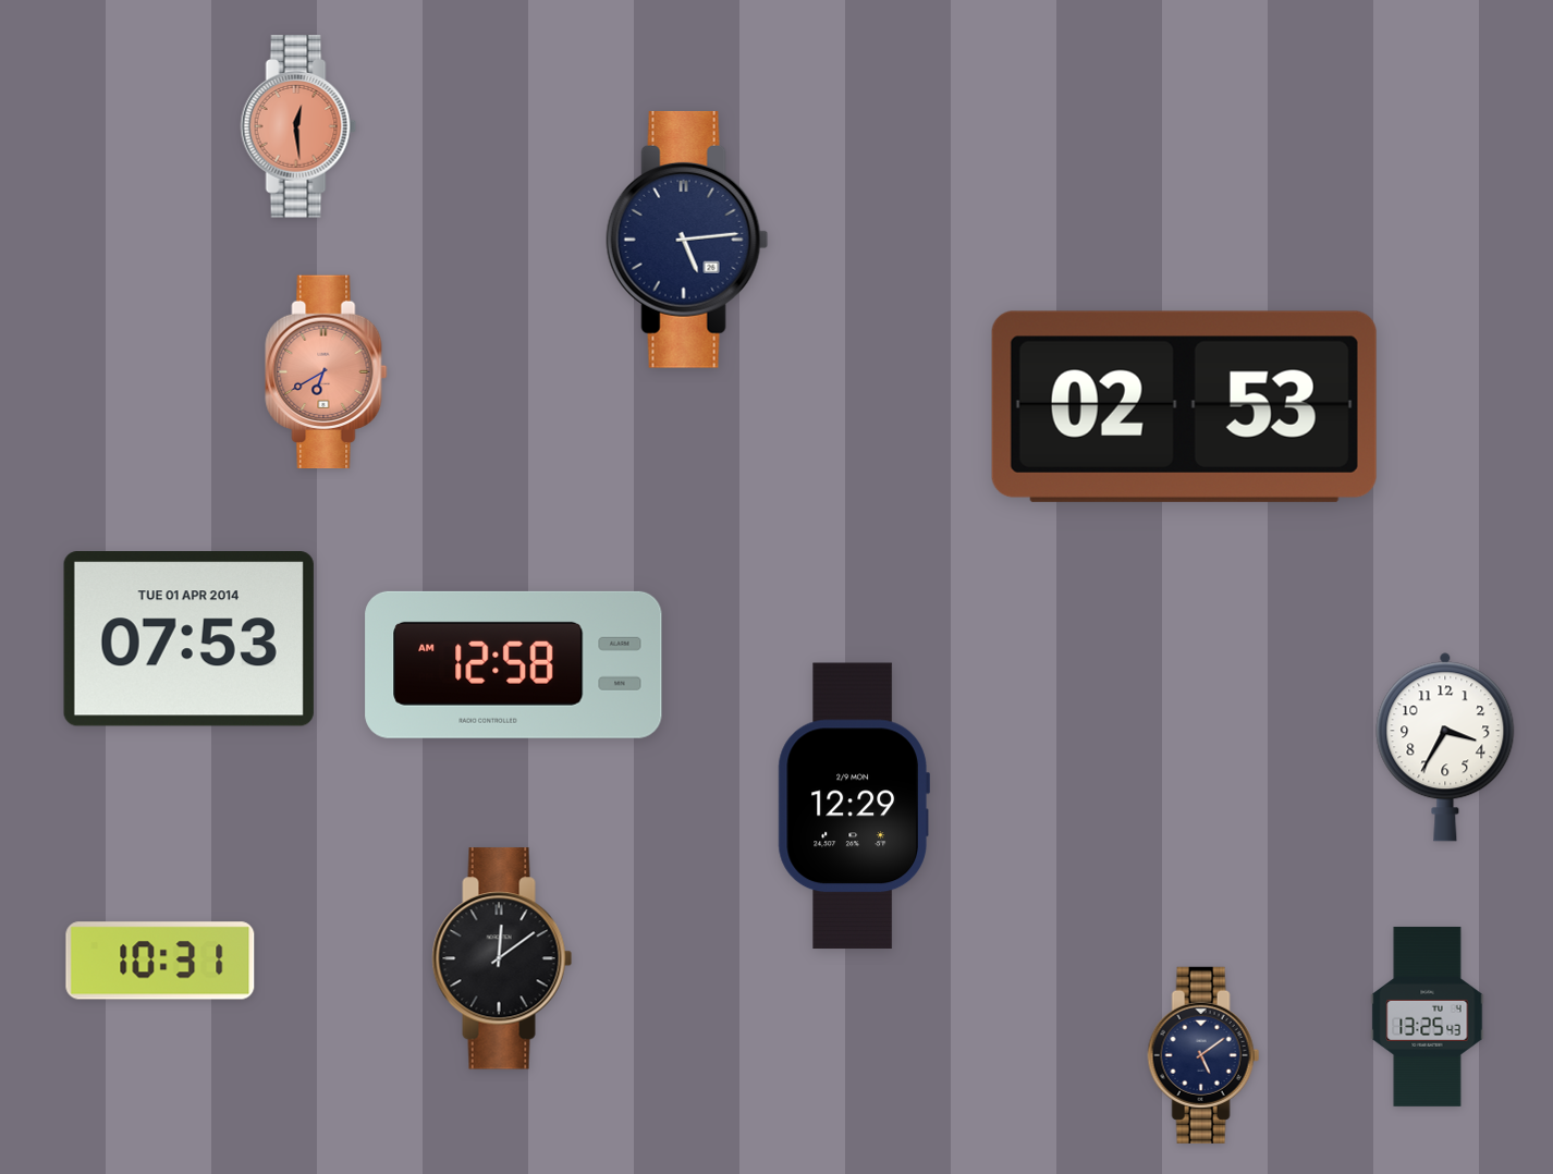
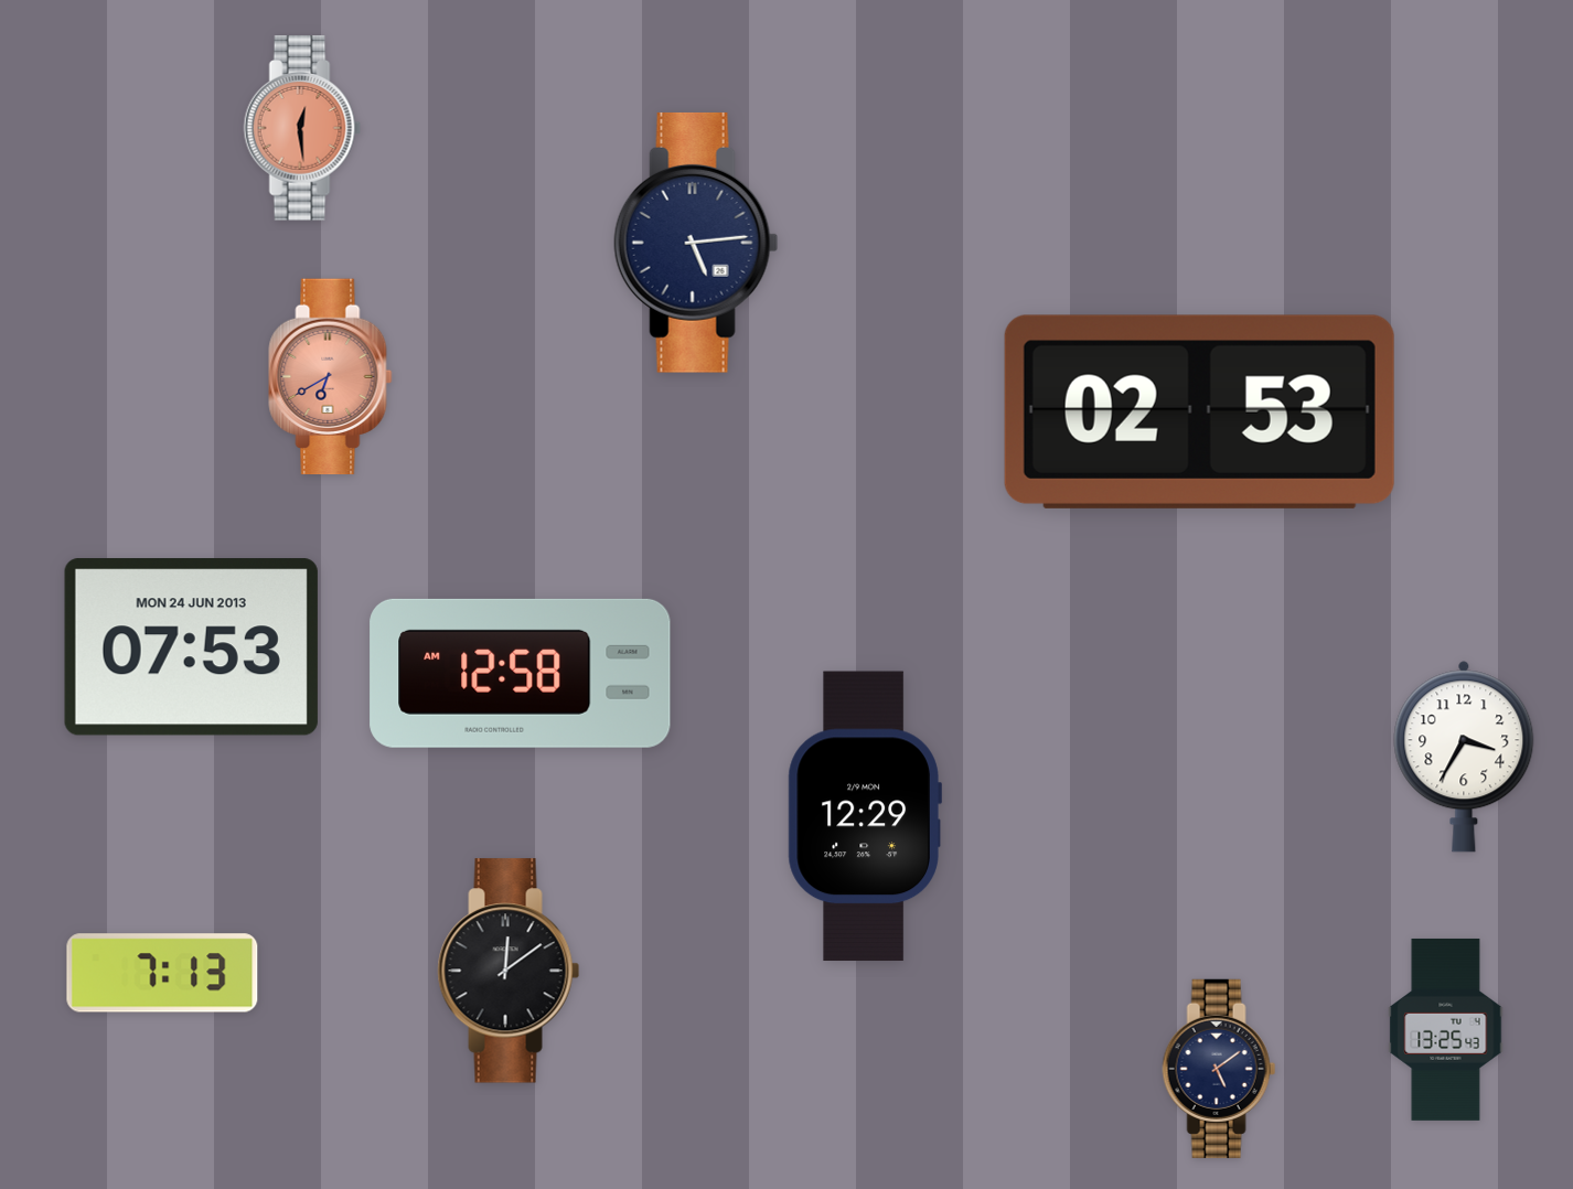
clock at (188, 639) date: TUE 01 APR 2014 -> MON 24 JUN 2013
clock at (160, 961): 10:31 -> 7:13
